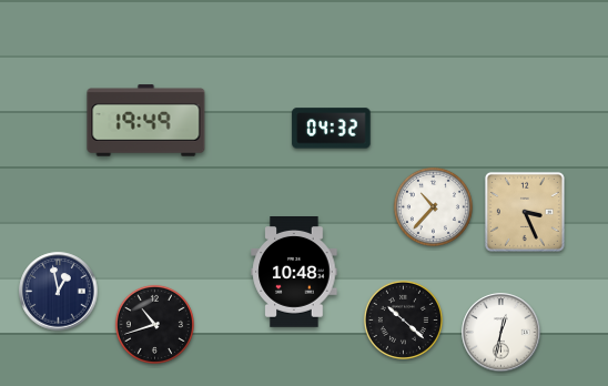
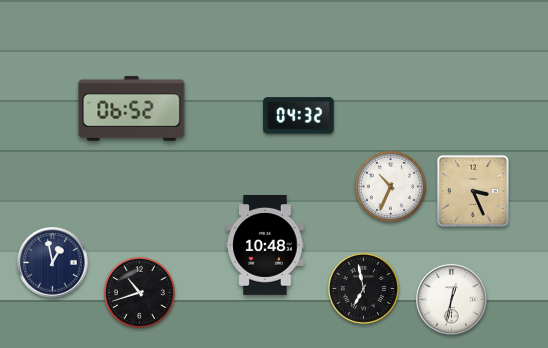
clock at (146, 121): 19:49 -> 06:52
clock at (433, 206): 10:37 -> 10:34
clock at (403, 319): 10:22 -> 6:58
